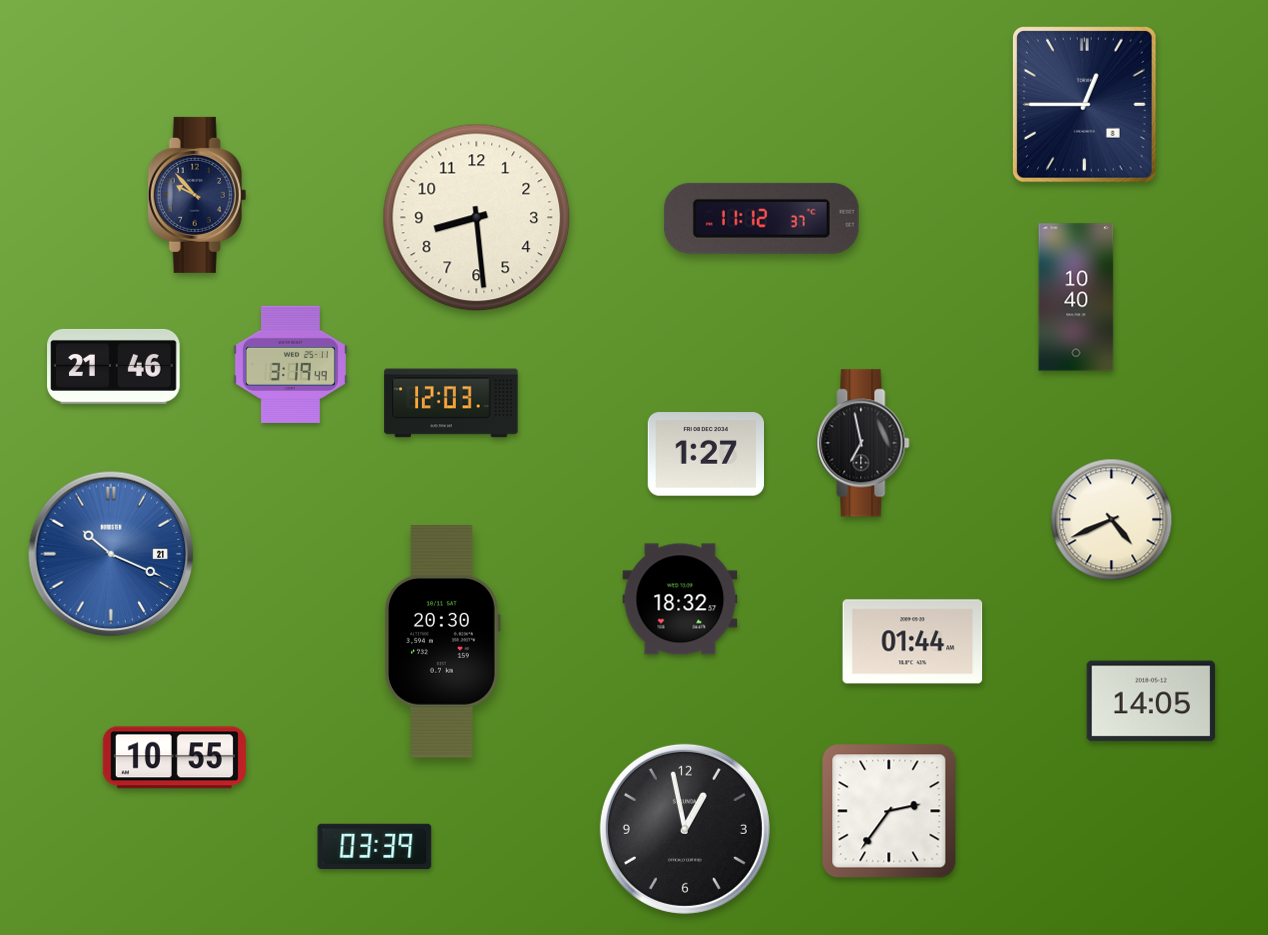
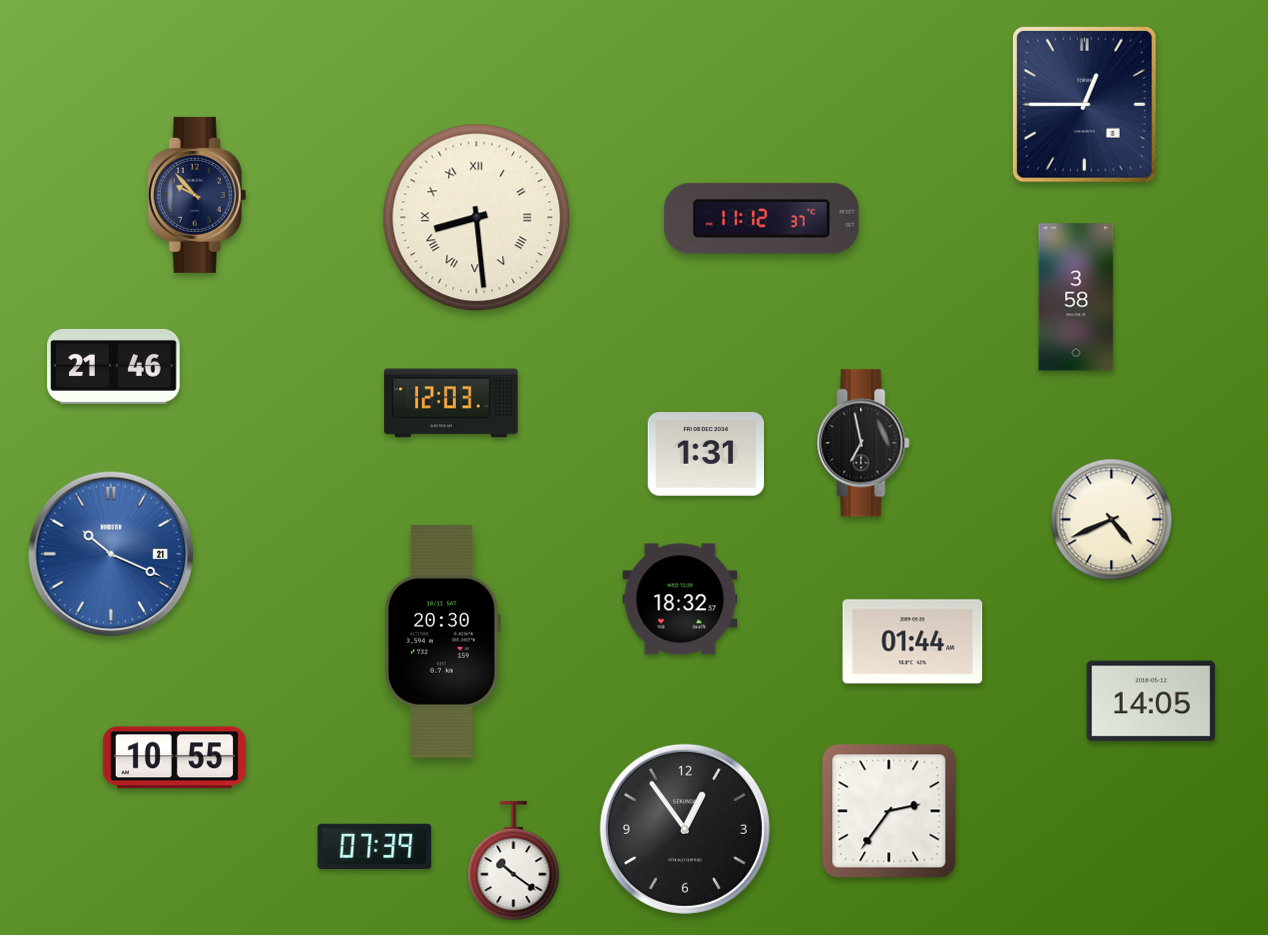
clock at (477, 218) numerals: Arabic -> Roman
clock at (1076, 297): 10:40 -> 3:58
clock at (290, 364): 3:19 -> none
clock at (705, 454): 1:27 -> 1:31
clock at (685, 829): 12:58 -> 12:54
clock at (375, 846): 03:39 -> 07:39
clock at (514, 861): none -> 10:21
